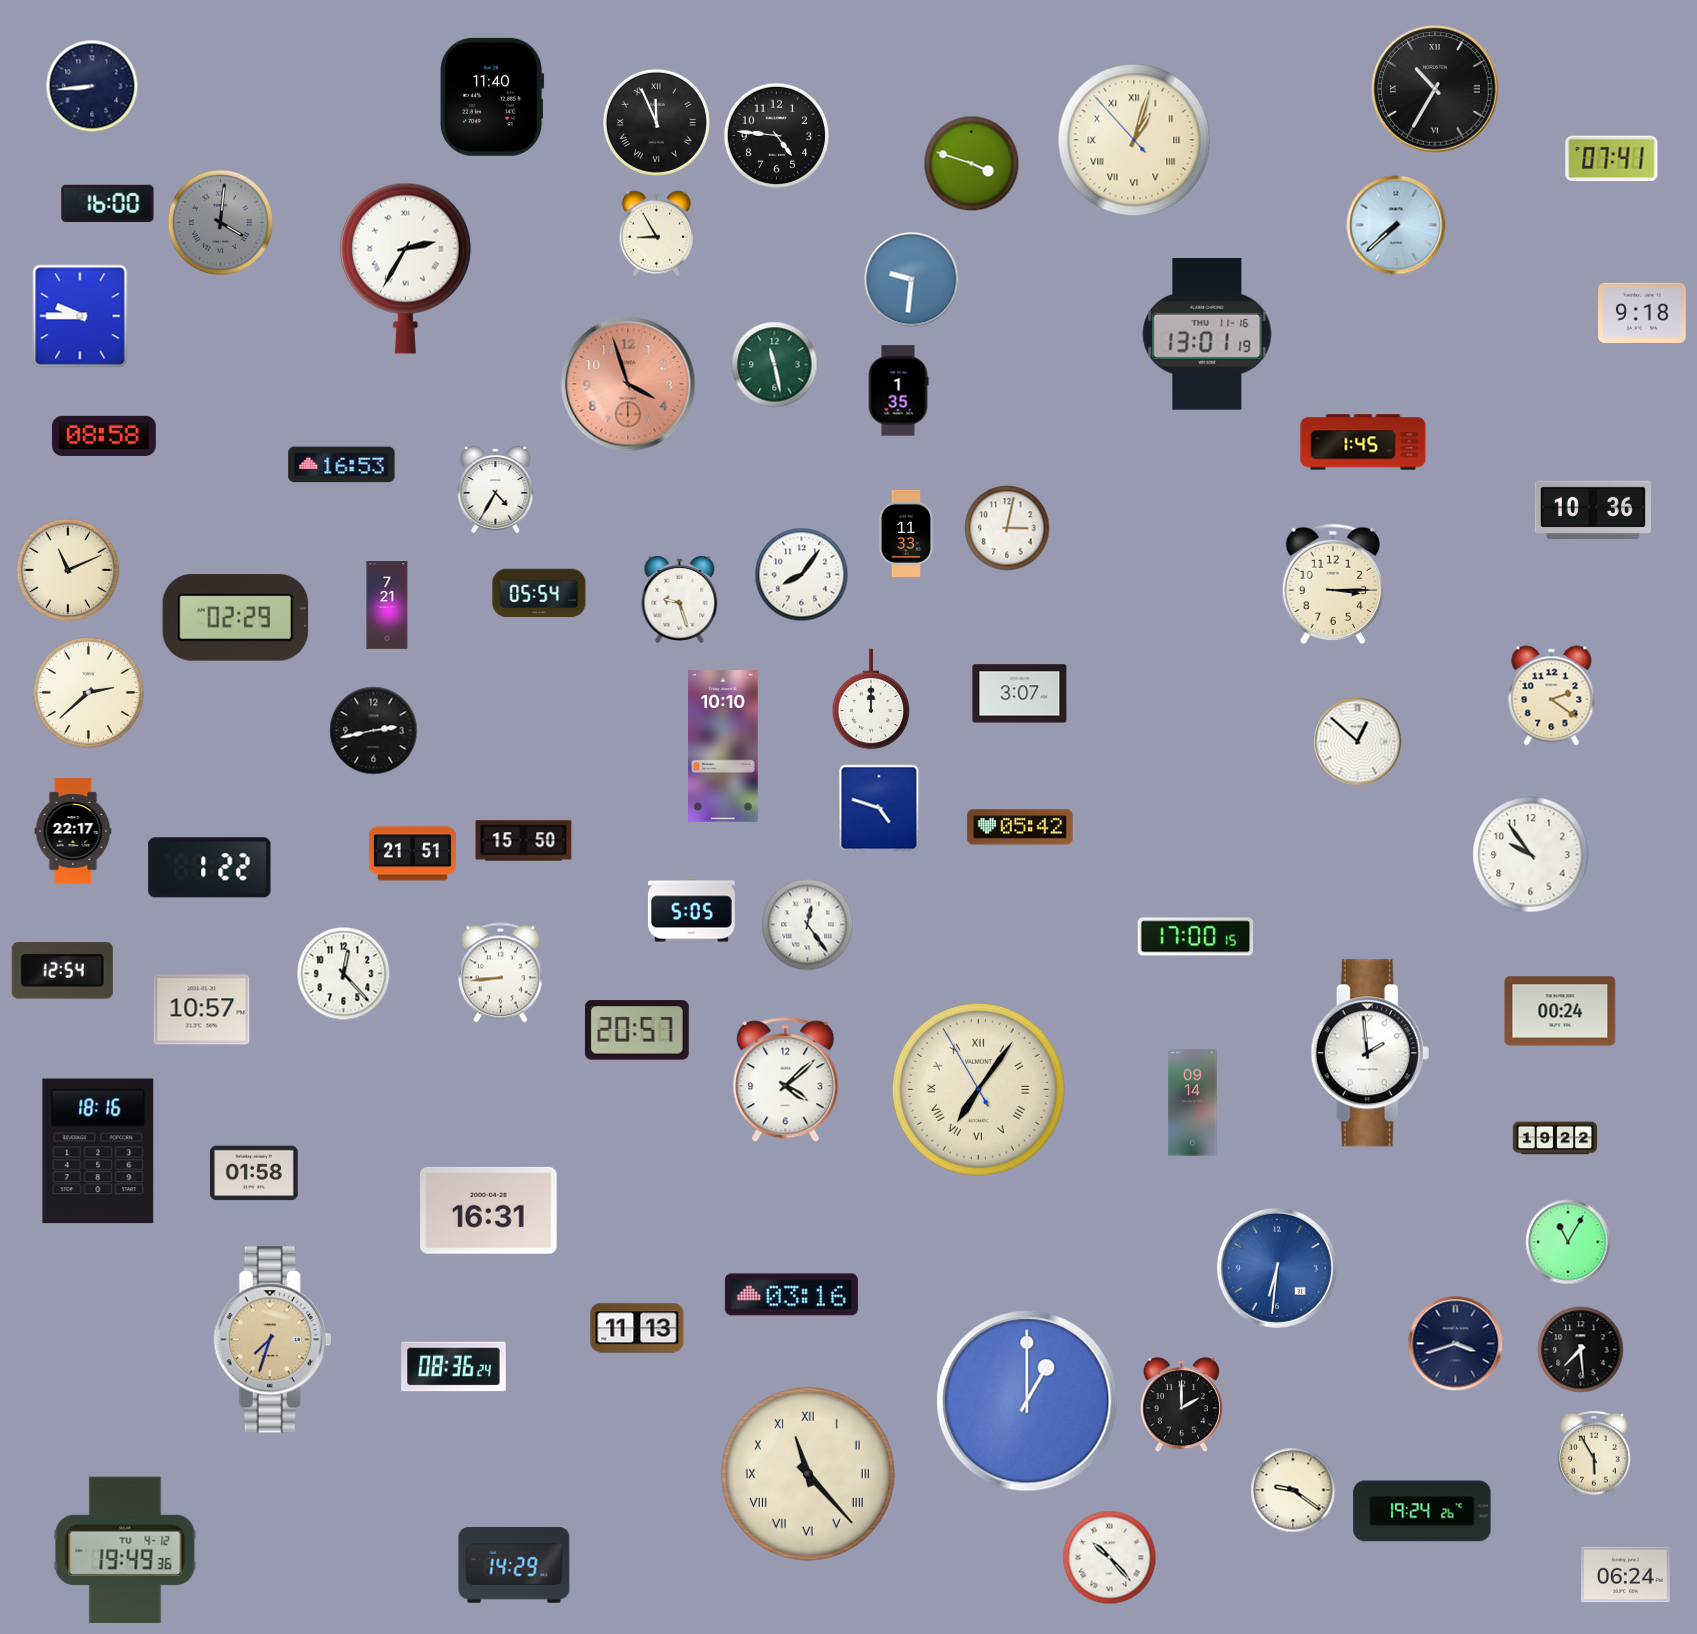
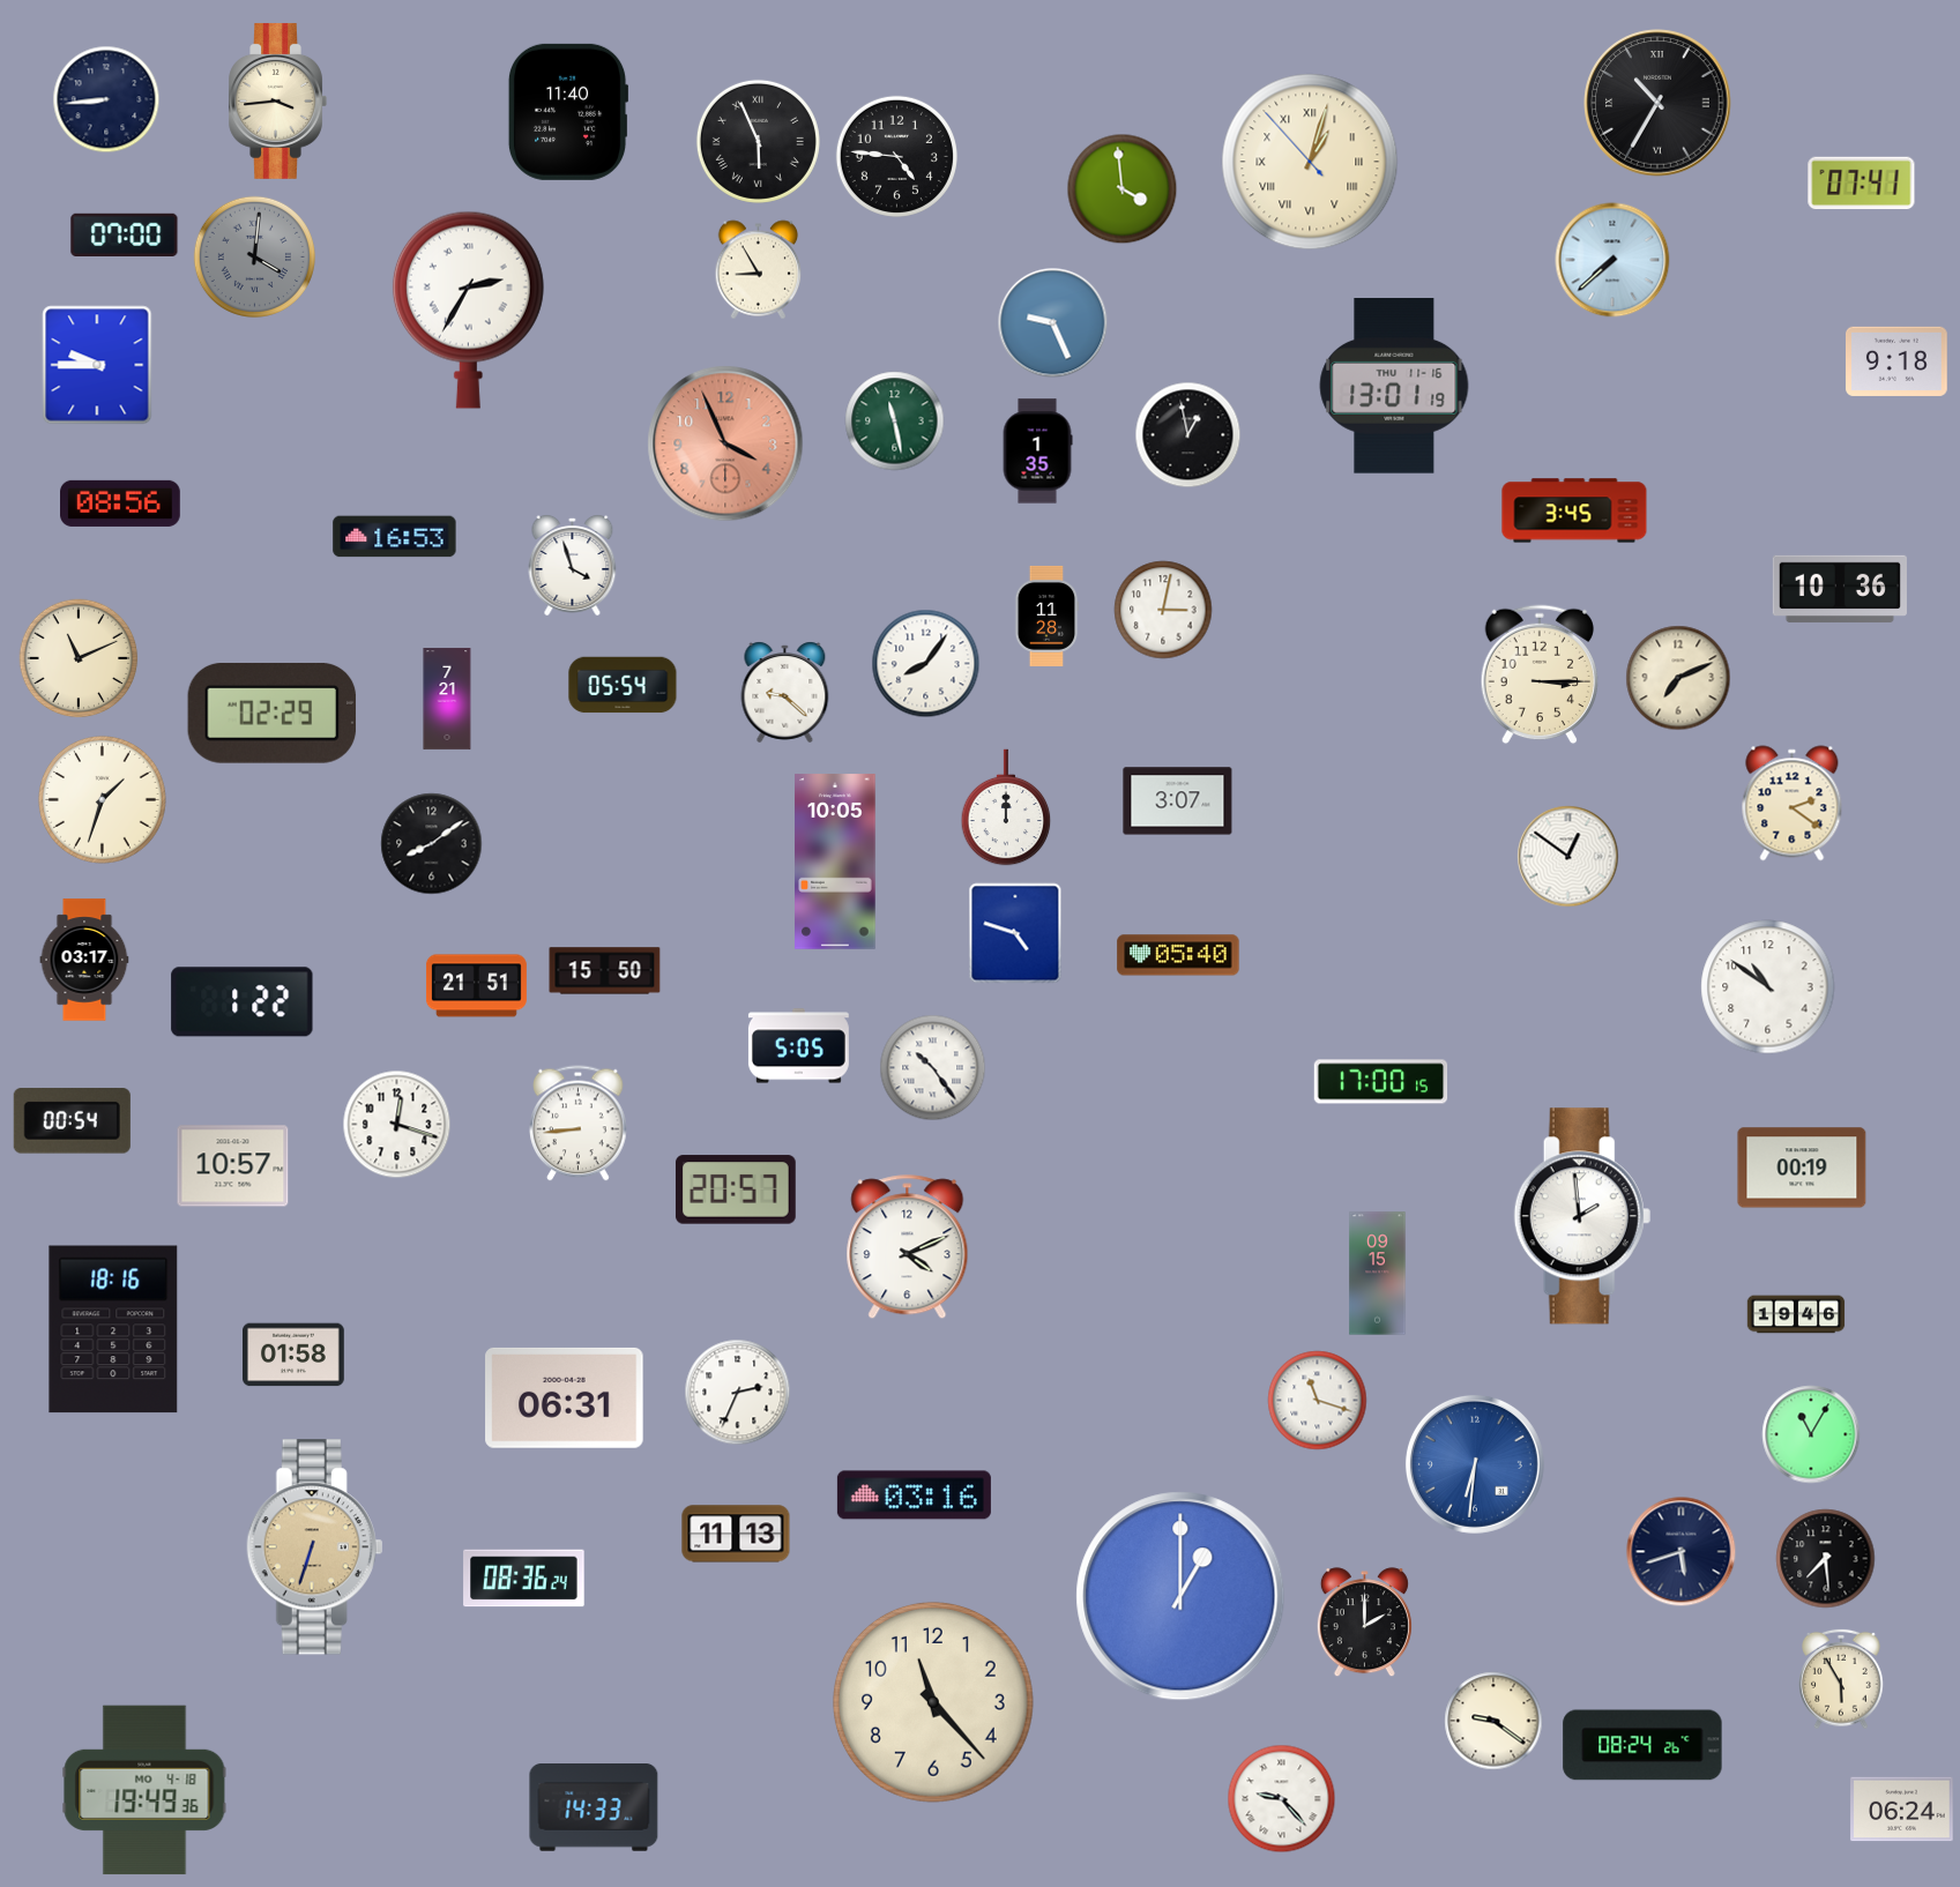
clock at (277, 100): none -> 3:44
clock at (656, 122): 11:56 -> 5:56
clock at (972, 164): 3:48 -> 3:59
clock at (108, 203): 16:00 -> 07:00
clock at (912, 280): 9:31 -> 9:26
clock at (80, 316) position: (80, 316) -> (97, 365)
clock at (1188, 435): none -> 12:58
clock at (628, 384): 3:57 -> 3:56
clock at (105, 436): 08:58 -> 08:56
clock at (1363, 442): 1:45 -> 3:45
clock at (496, 490): 4:35 -> 3:57
clock at (906, 533): 11:33 -> 11:28
clock at (1678, 678): none -> 7:11
clock at (680, 600): 9:27 -> 9:22
clock at (88, 692): 2:38 -> 1:33
clock at (374, 731): 2:43 -> 8:09
clock at (1358, 742): 12:52 -> 12:51
clock at (723, 746): 10:10 -> 10:05
clock at (1020, 827): 05:42 -> 05:40
clock at (73, 831): 22:17 -> 03:17
clock at (1531, 855): 9:54 -> 10:51
clock at (691, 910) position: (691, 910) -> (798, 1046)
clock at (808, 925): 12:24 -> 10:24
clock at (62, 971): 12:54 -> 00:54
clock at (344, 974): 12:23 -> 12:18
clock at (1560, 1011): 00:24 -> 00:19
clock at (786, 1080): 4:08 -> 4:11
clock at (978, 1089): 7:05 -> none
clock at (1193, 1103): 09:14 -> 09:15
clock at (1555, 1138): 19:22 -> 19:46
clock at (738, 1393): none -> 2:34
clock at (489, 1210): 16:31 -> 06:31
clock at (1318, 1401): none -> 11:18
clock at (273, 1340): 7:33 -> 6:33
clock at (1456, 1344): 3:42 -> 5:42
clock at (1027, 1401) position: (1027, 1401) -> (1180, 1596)
clock at (808, 1474) numerals: Roman -> Arabic
clock at (1422, 1511): 19:24 -> 08:24
clock at (125, 1550) date: TU 4-12 -> MO 4-18
clock at (1110, 1558): 10:23 -> 9:23
clock at (514, 1566): 14:29 -> 14:33
clock at (1626, 1575) position: (1626, 1575) -> (1902, 1810)
